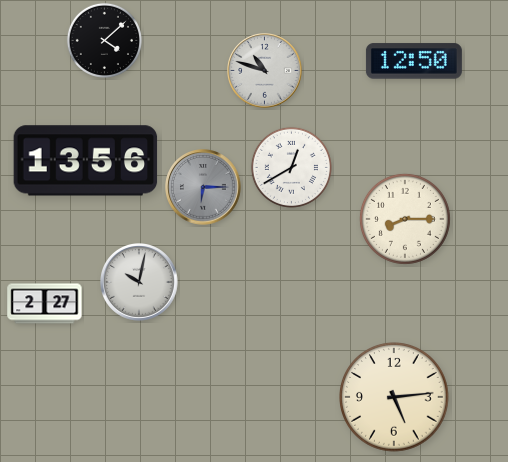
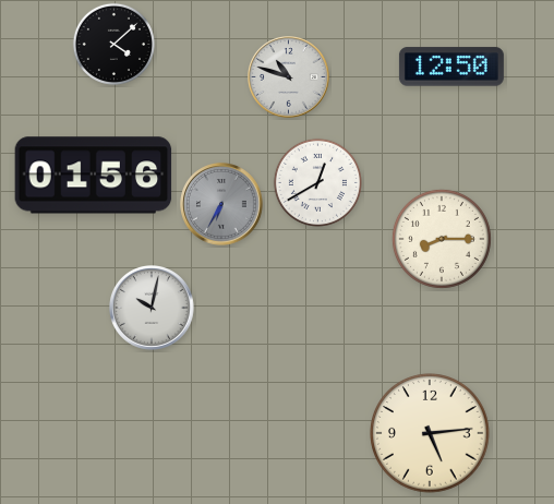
clock at (86, 161): 13:56 -> 01:56
clock at (204, 188): 6:15 -> 6:35
clock at (45, 304): 2:27 -> none
